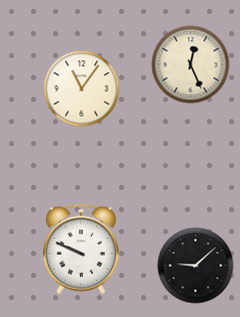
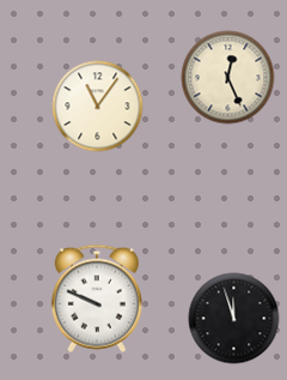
clock at (196, 266): 9:08 -> 11:57
